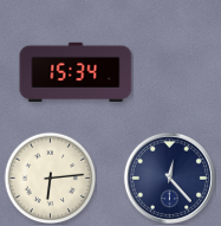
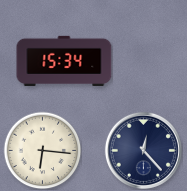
clock at (50, 177): 6:14 -> 6:16
